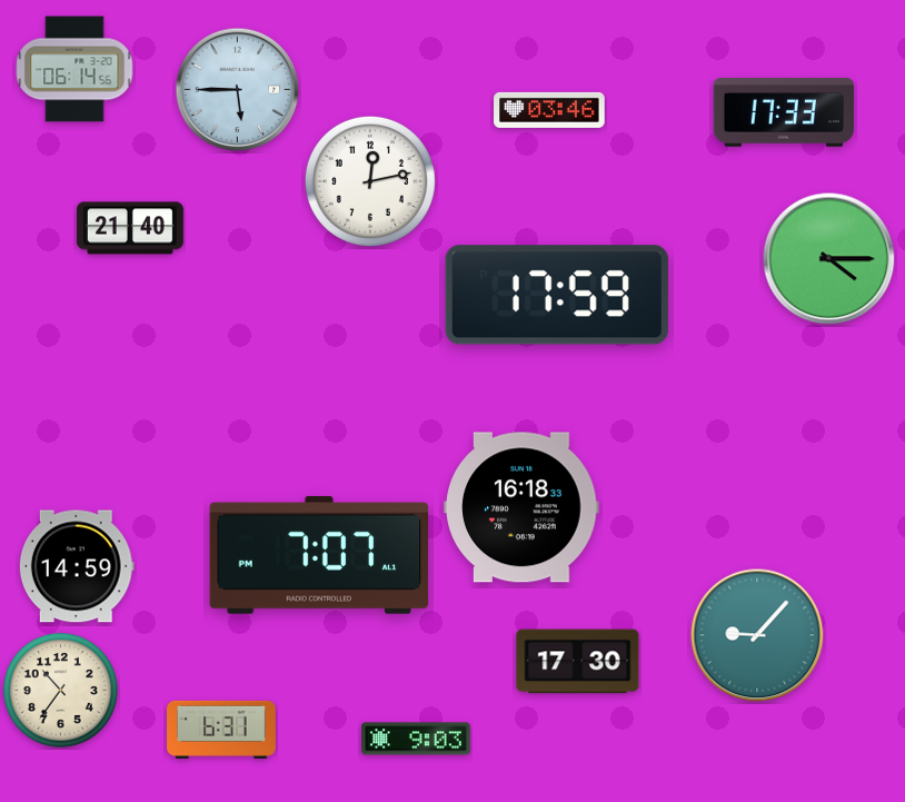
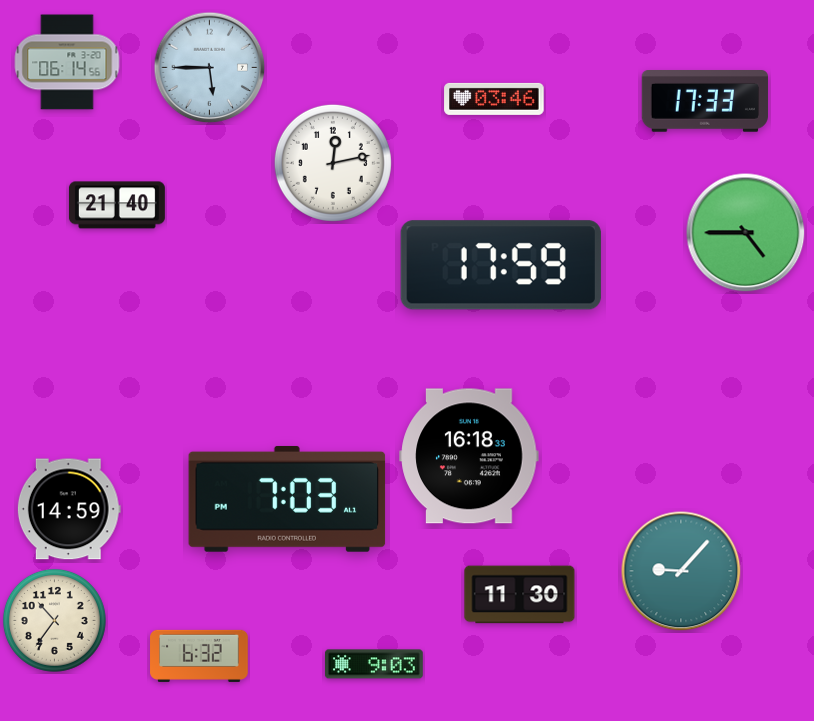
clock at (238, 90) position: (238, 90) -> (210, 68)
clock at (829, 259): 4:15 -> 4:45
clock at (319, 555): 7:07 -> 7:03
clock at (578, 662): 17:30 -> 11:30
clock at (221, 730): 6:31 -> 6:32
